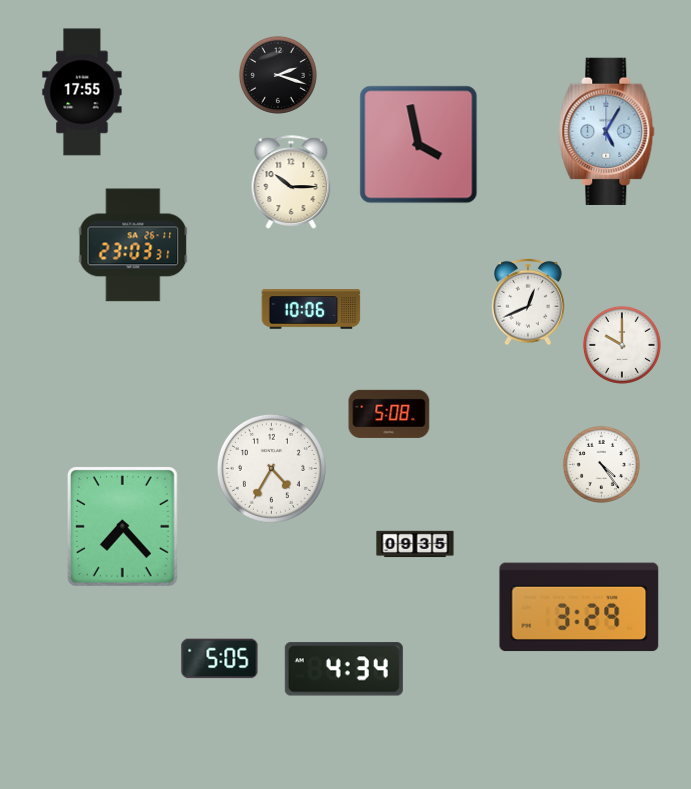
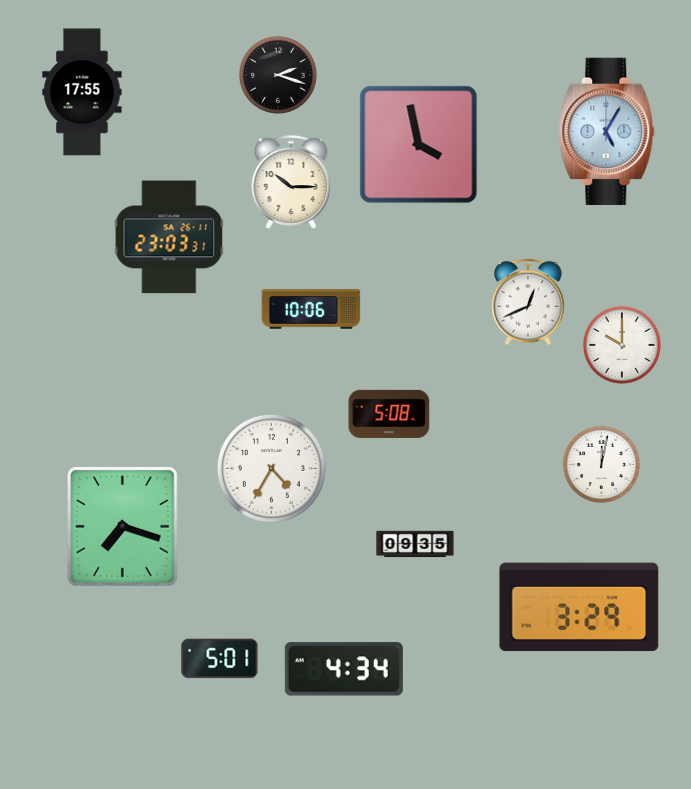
clock at (133, 245) position: (133, 245) -> (169, 237)
clock at (601, 464): 4:24 -> 12:02
clock at (123, 527): 7:23 -> 7:18
clock at (220, 659): 5:05 -> 5:01
